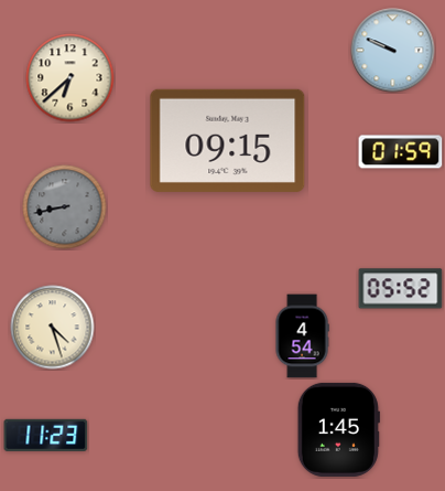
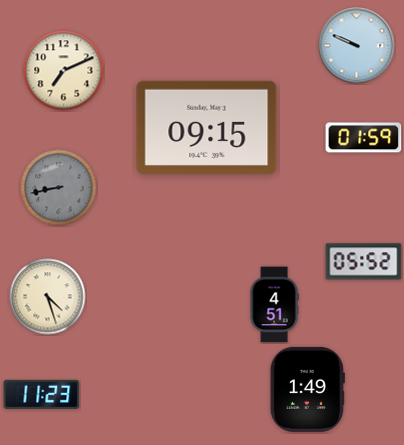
clock at (70, 78): 6:38 -> 7:11
clock at (302, 337): 4:54 -> 4:51
clock at (338, 429): 1:45 -> 1:49
